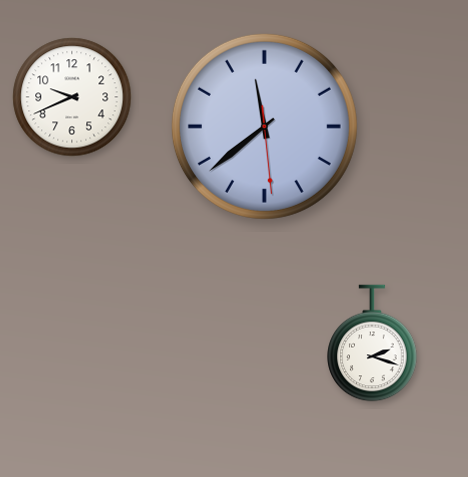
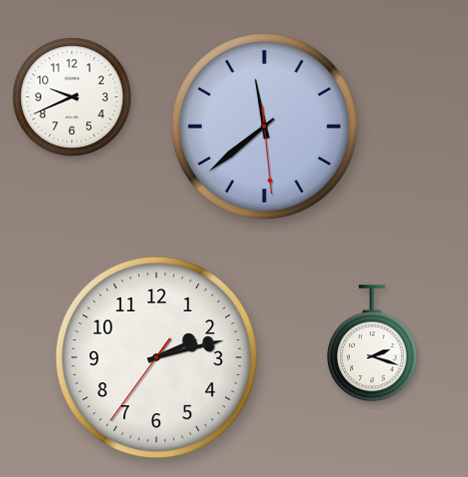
clock at (157, 358): none -> 2:12
